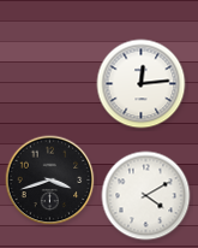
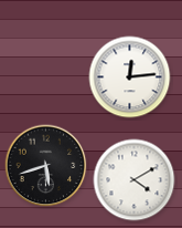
clock at (50, 181): 3:42 -> 5:42
